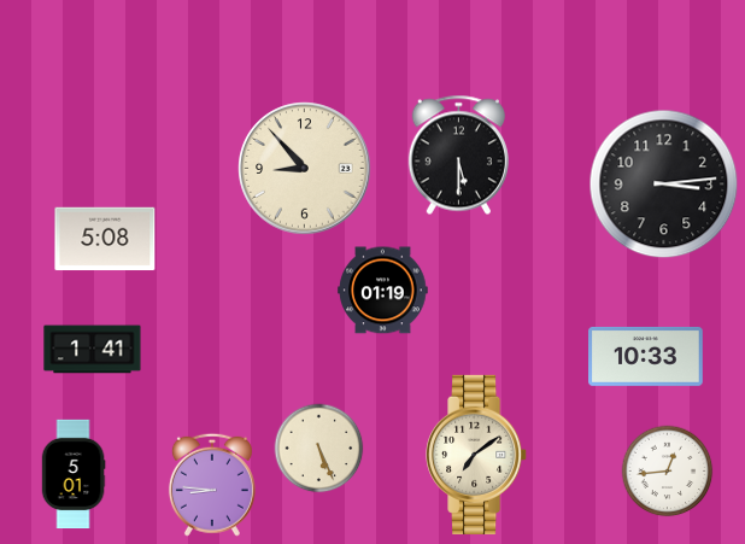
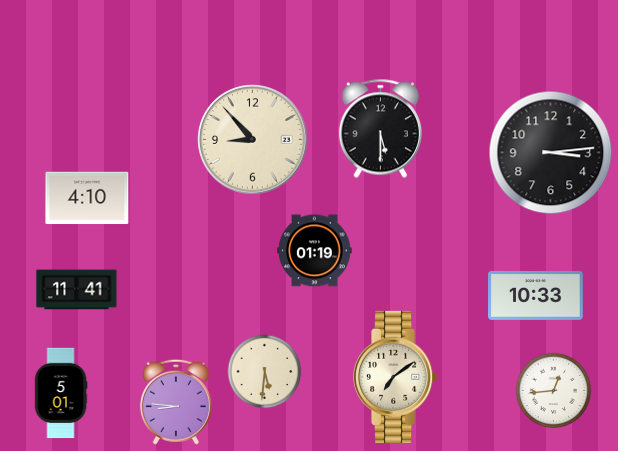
clock at (105, 239): 5:08 -> 4:10
clock at (383, 291) position: (383, 291) -> (315, 251)
clock at (93, 350): 1:41 -> 11:41
clock at (319, 449): 5:26 -> 5:31
